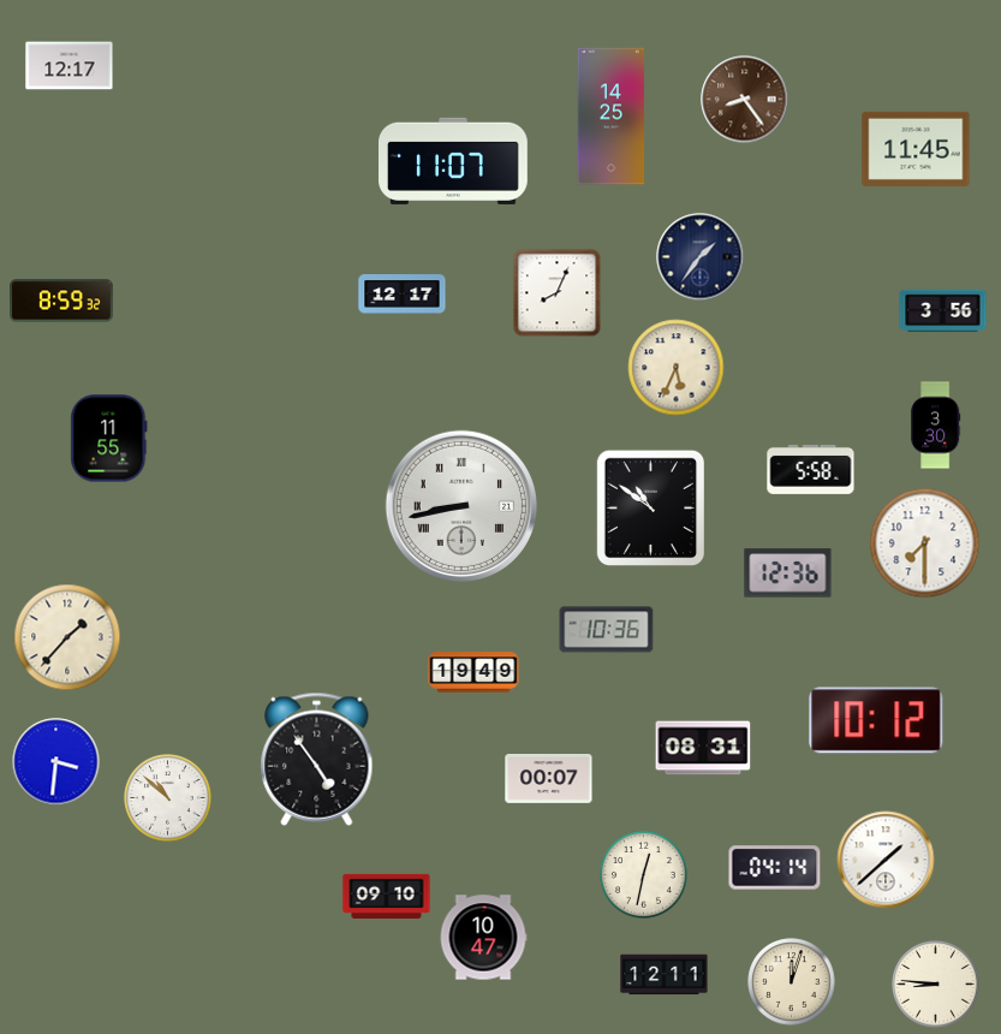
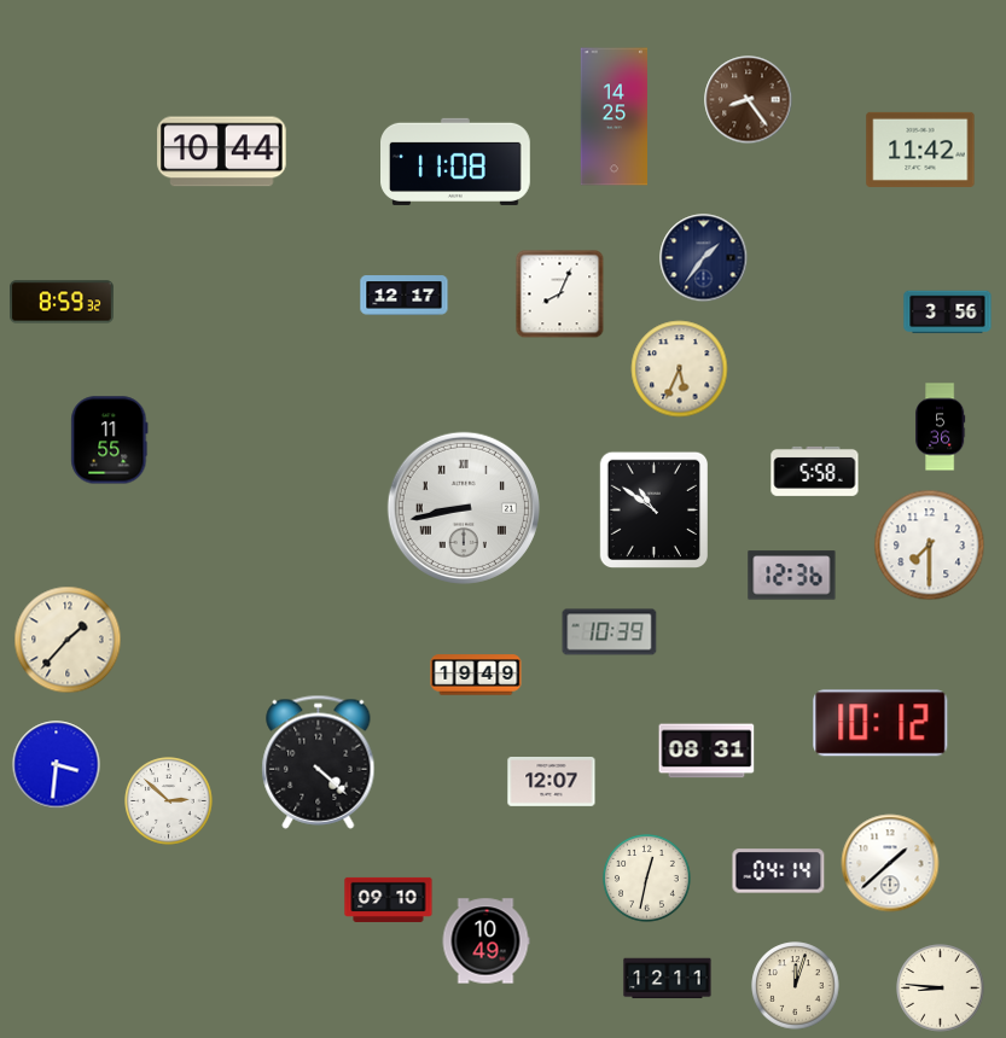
clock at (70, 66): 12:17 -> none
clock at (916, 149): 11:45 -> 11:42
clock at (222, 152): none -> 10:44
clock at (454, 161): 11:07 -> 11:08
clock at (936, 426): 3:30 -> 5:36
clock at (607, 630): 10:36 -> 10:39
clock at (317, 759): 4:54 -> 4:22
clock at (549, 779): 00:07 -> 12:07
clock at (168, 798): 10:52 -> 2:52
clock at (483, 938): 10:47 -> 10:49
